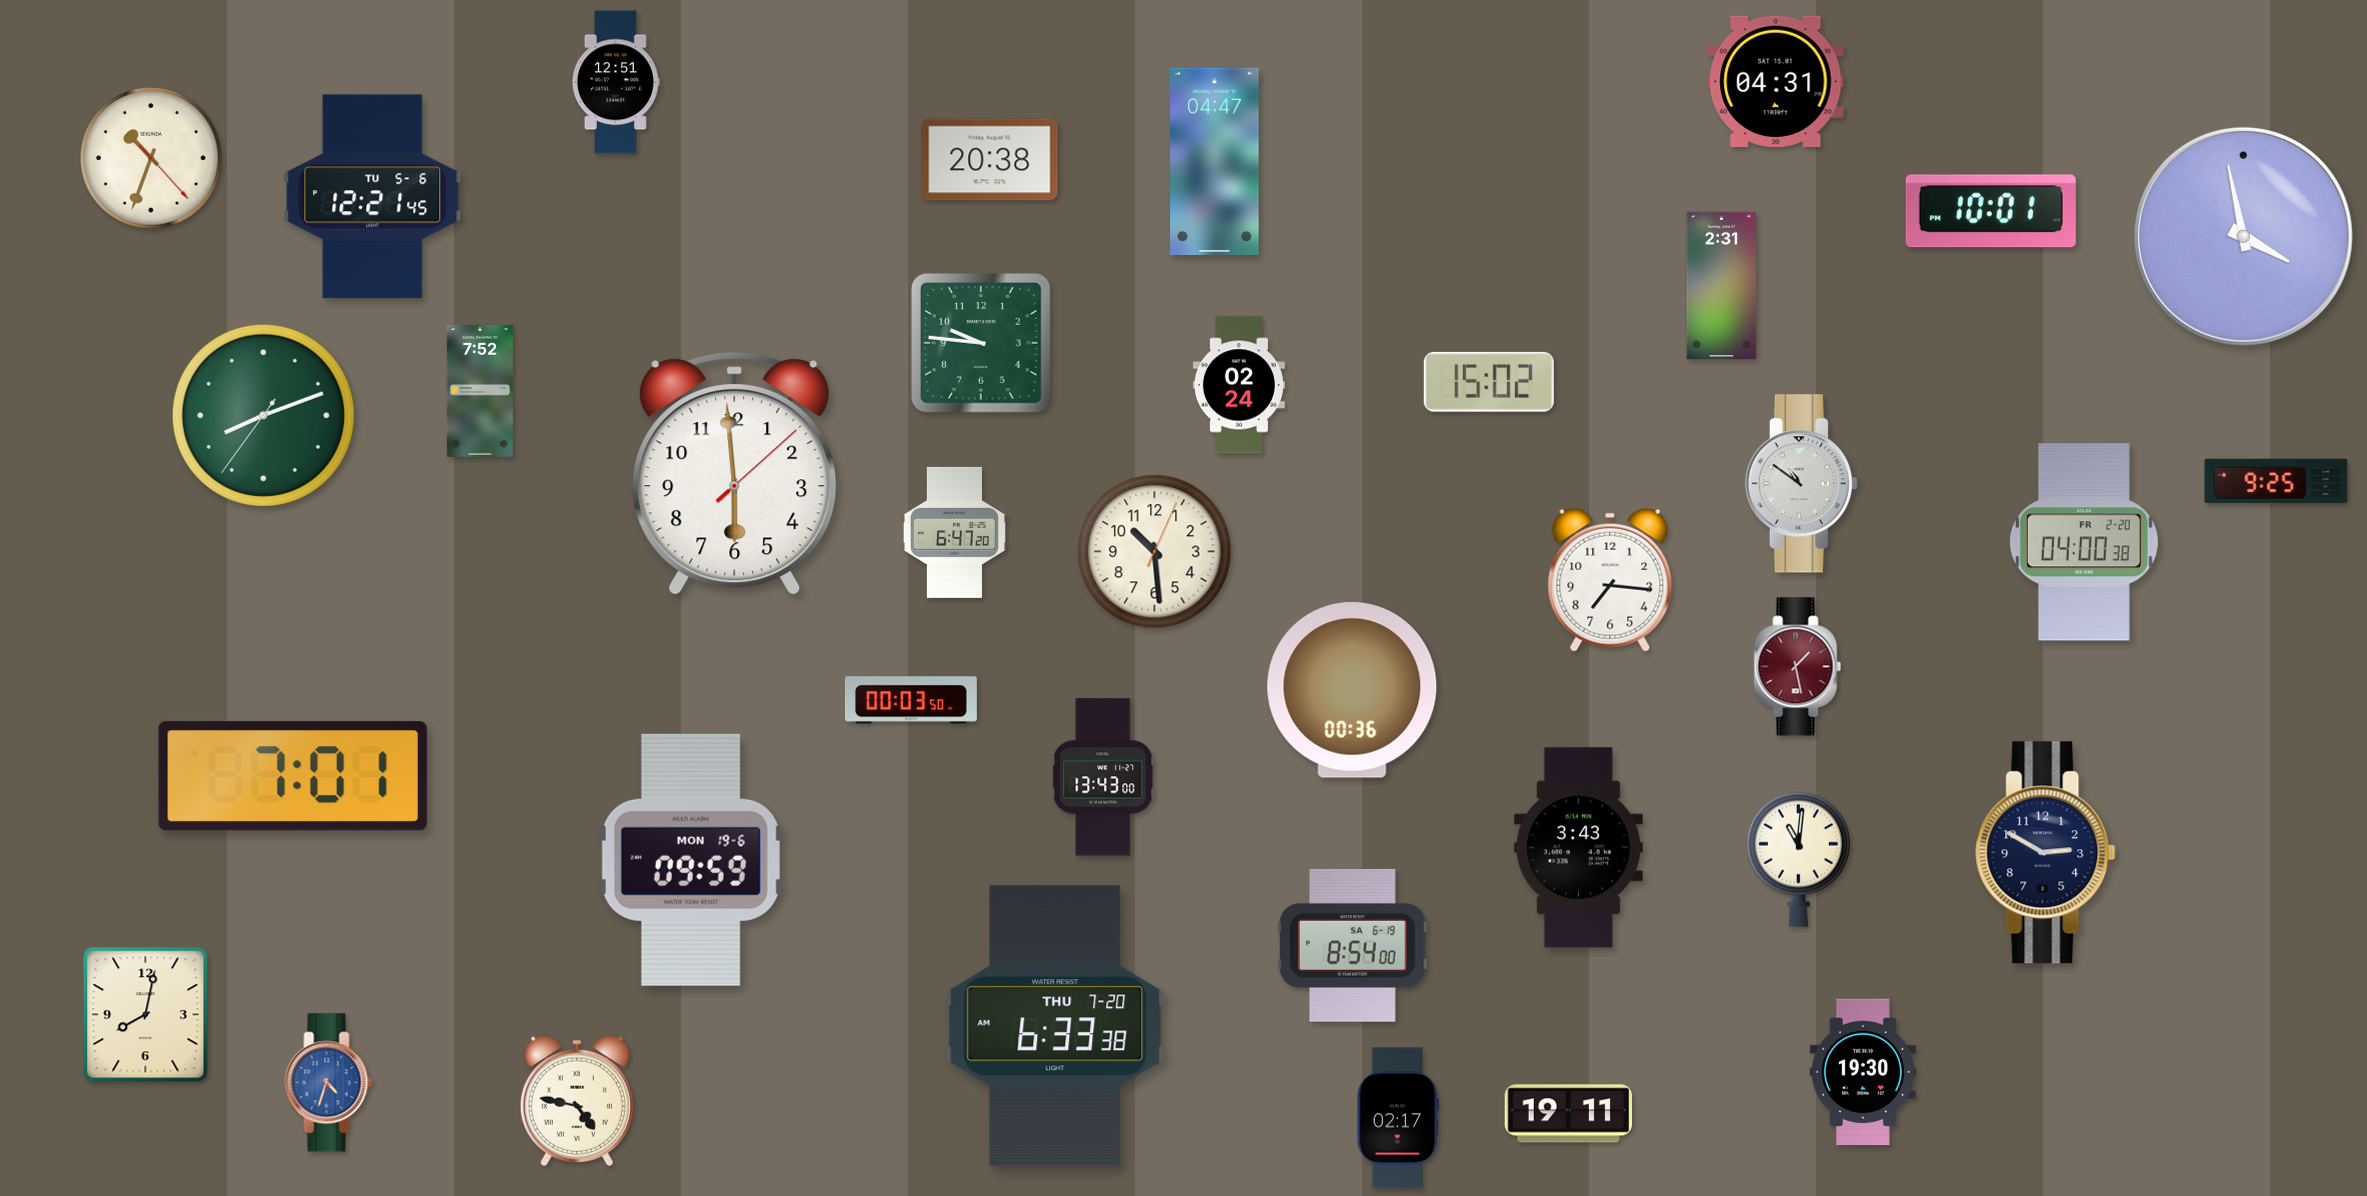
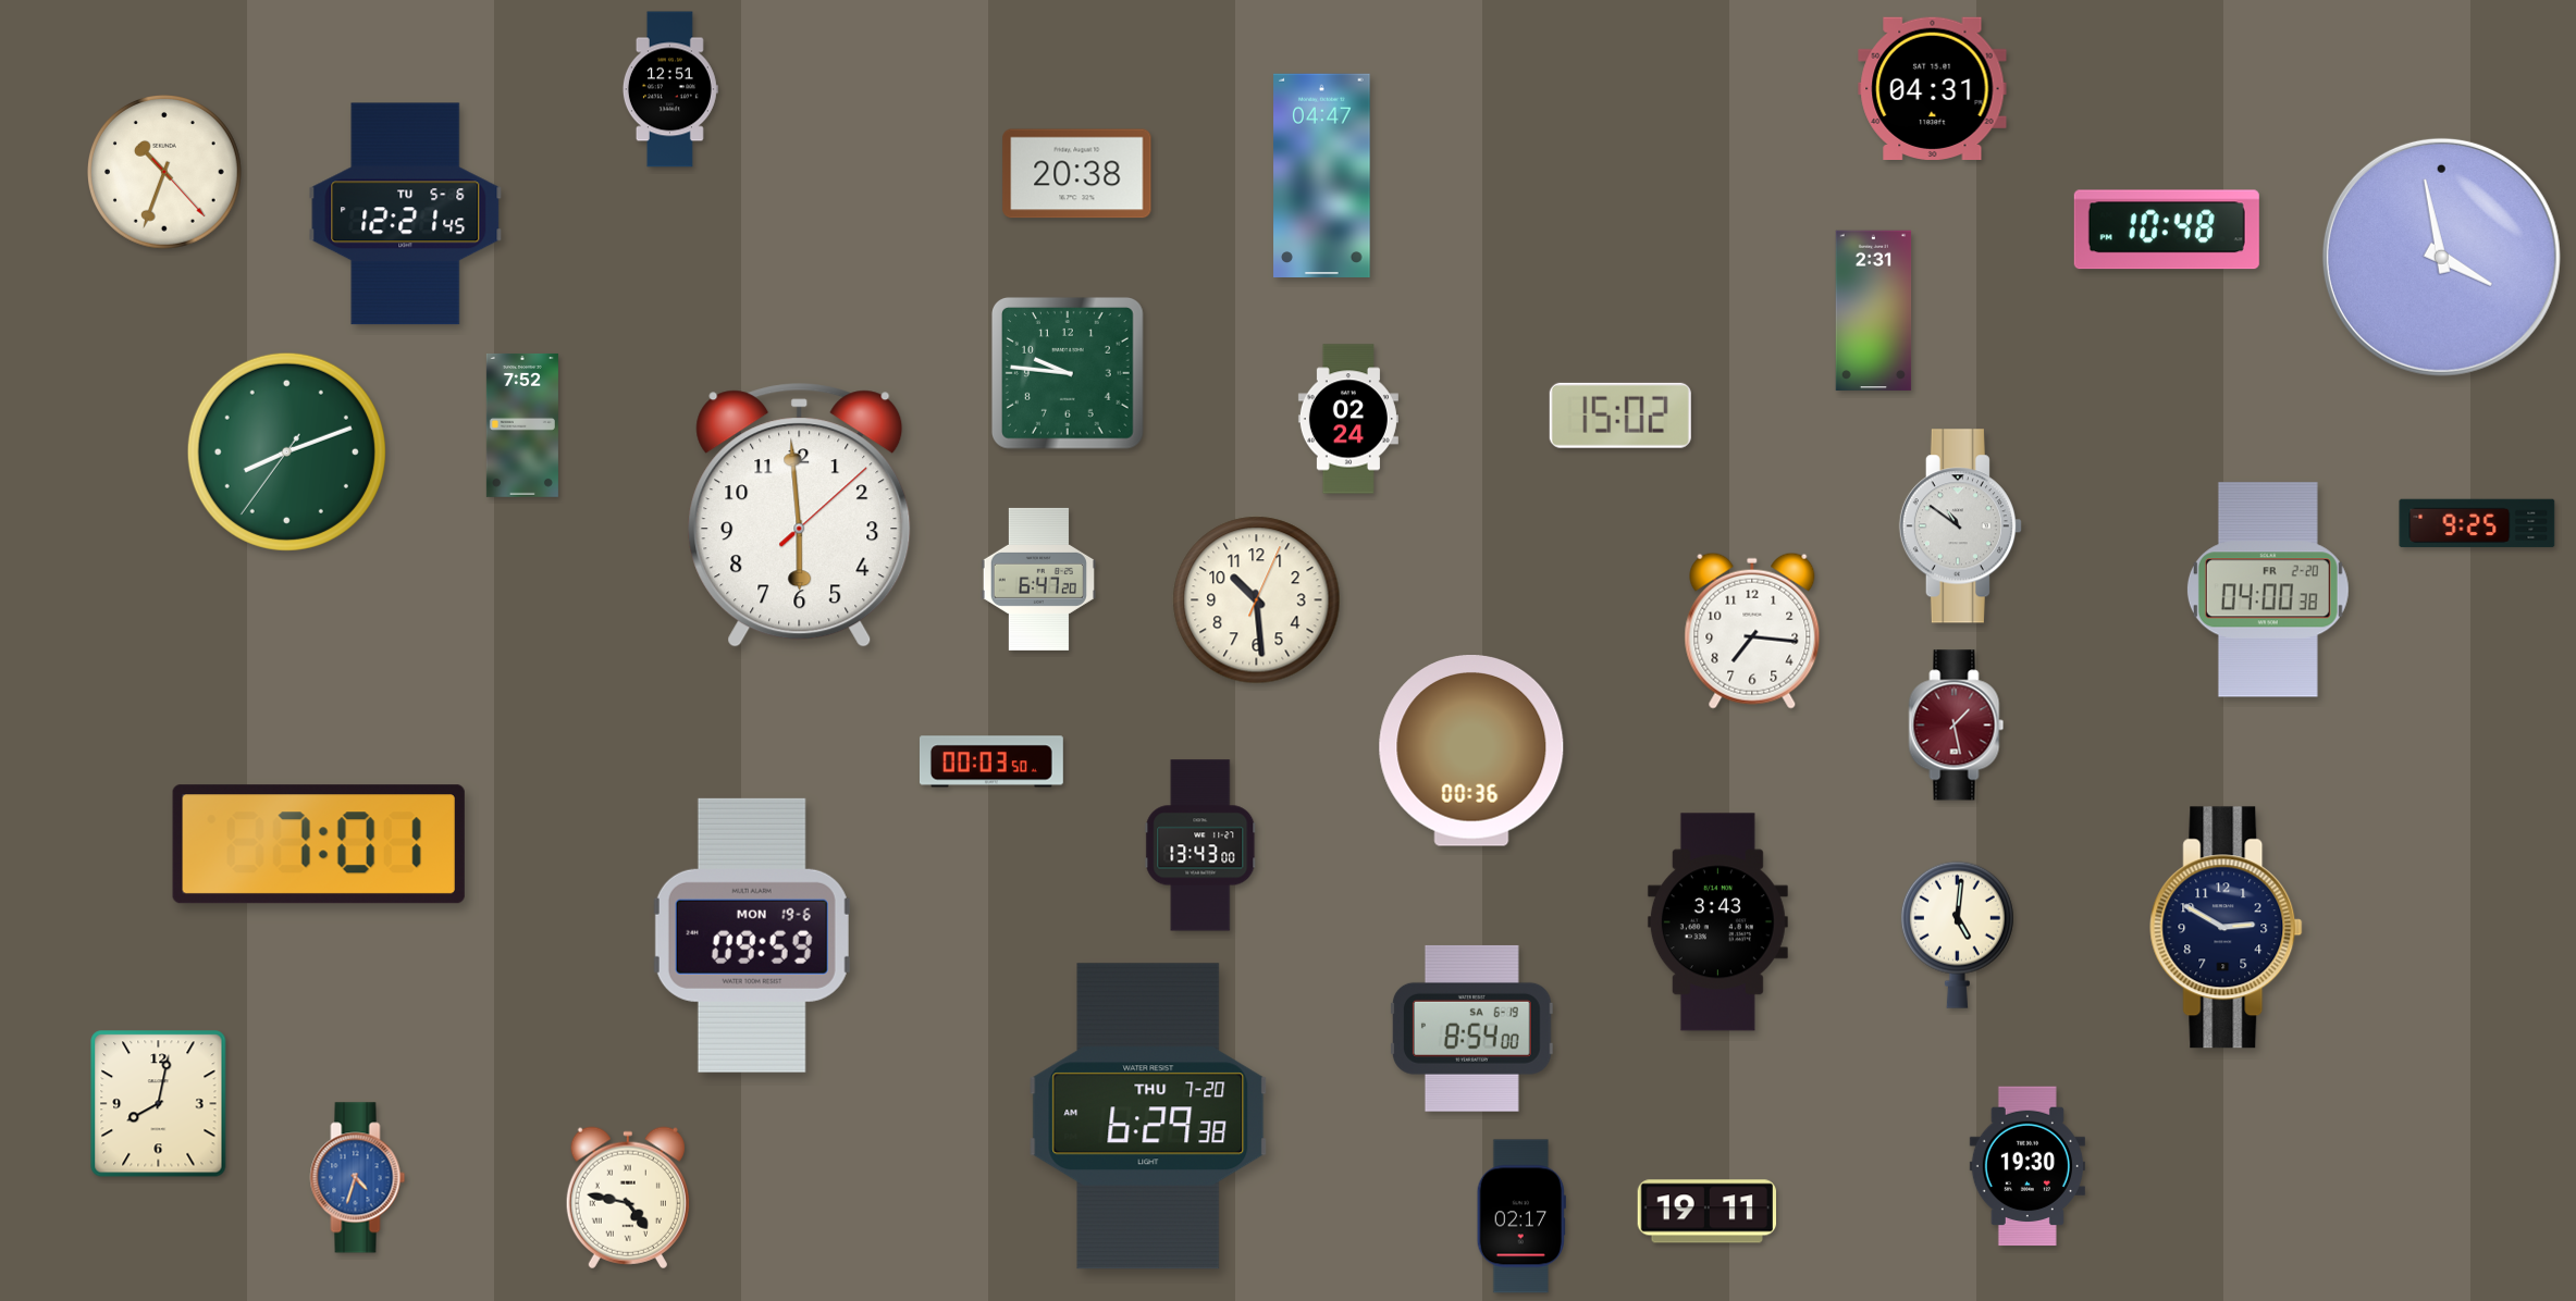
clock at (1991, 211): 10:01 -> 10:48
clock at (1798, 859): 11:01 -> 5:01
clock at (1055, 1026): 6:33 -> 6:29
